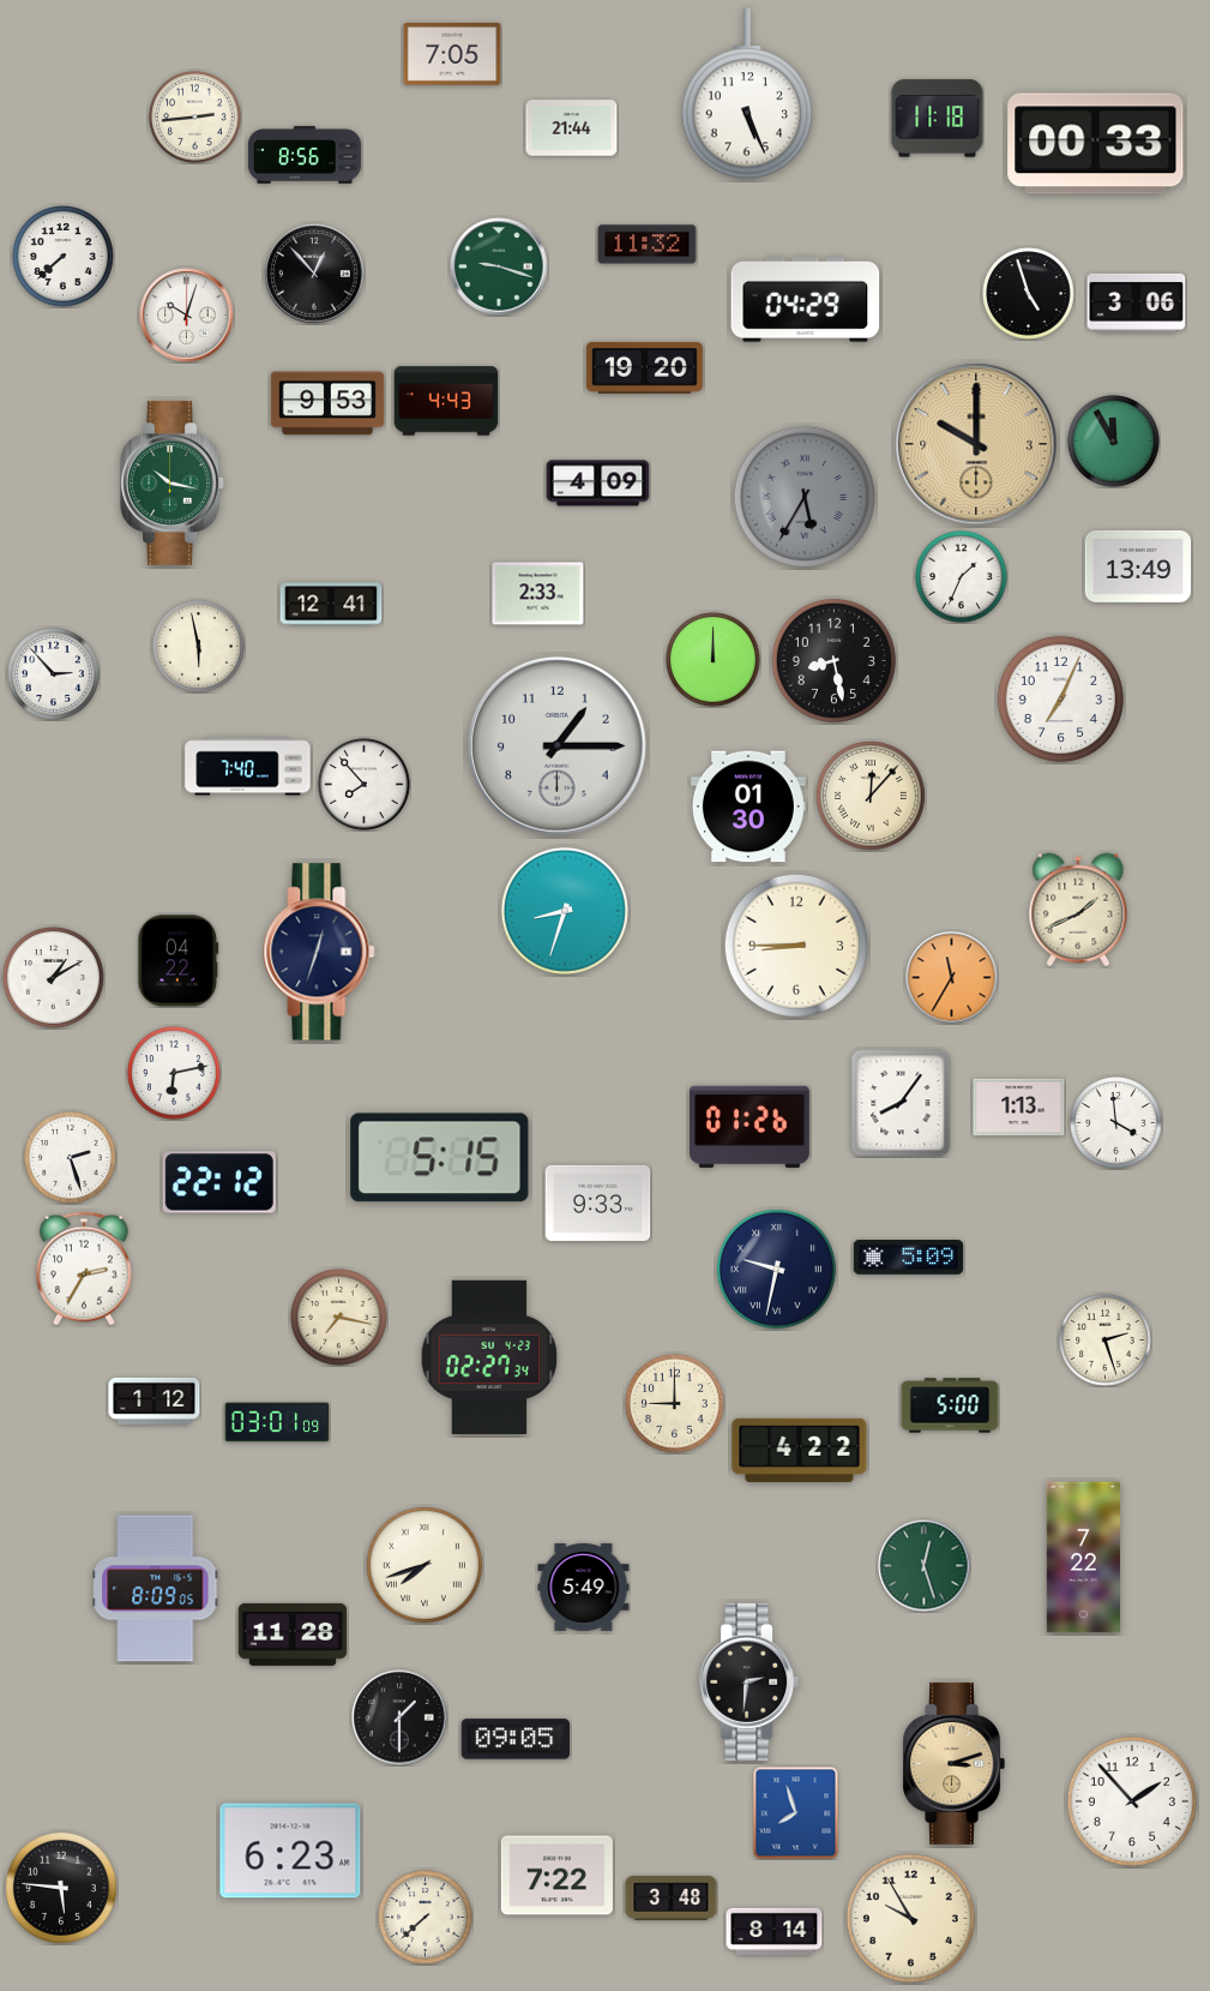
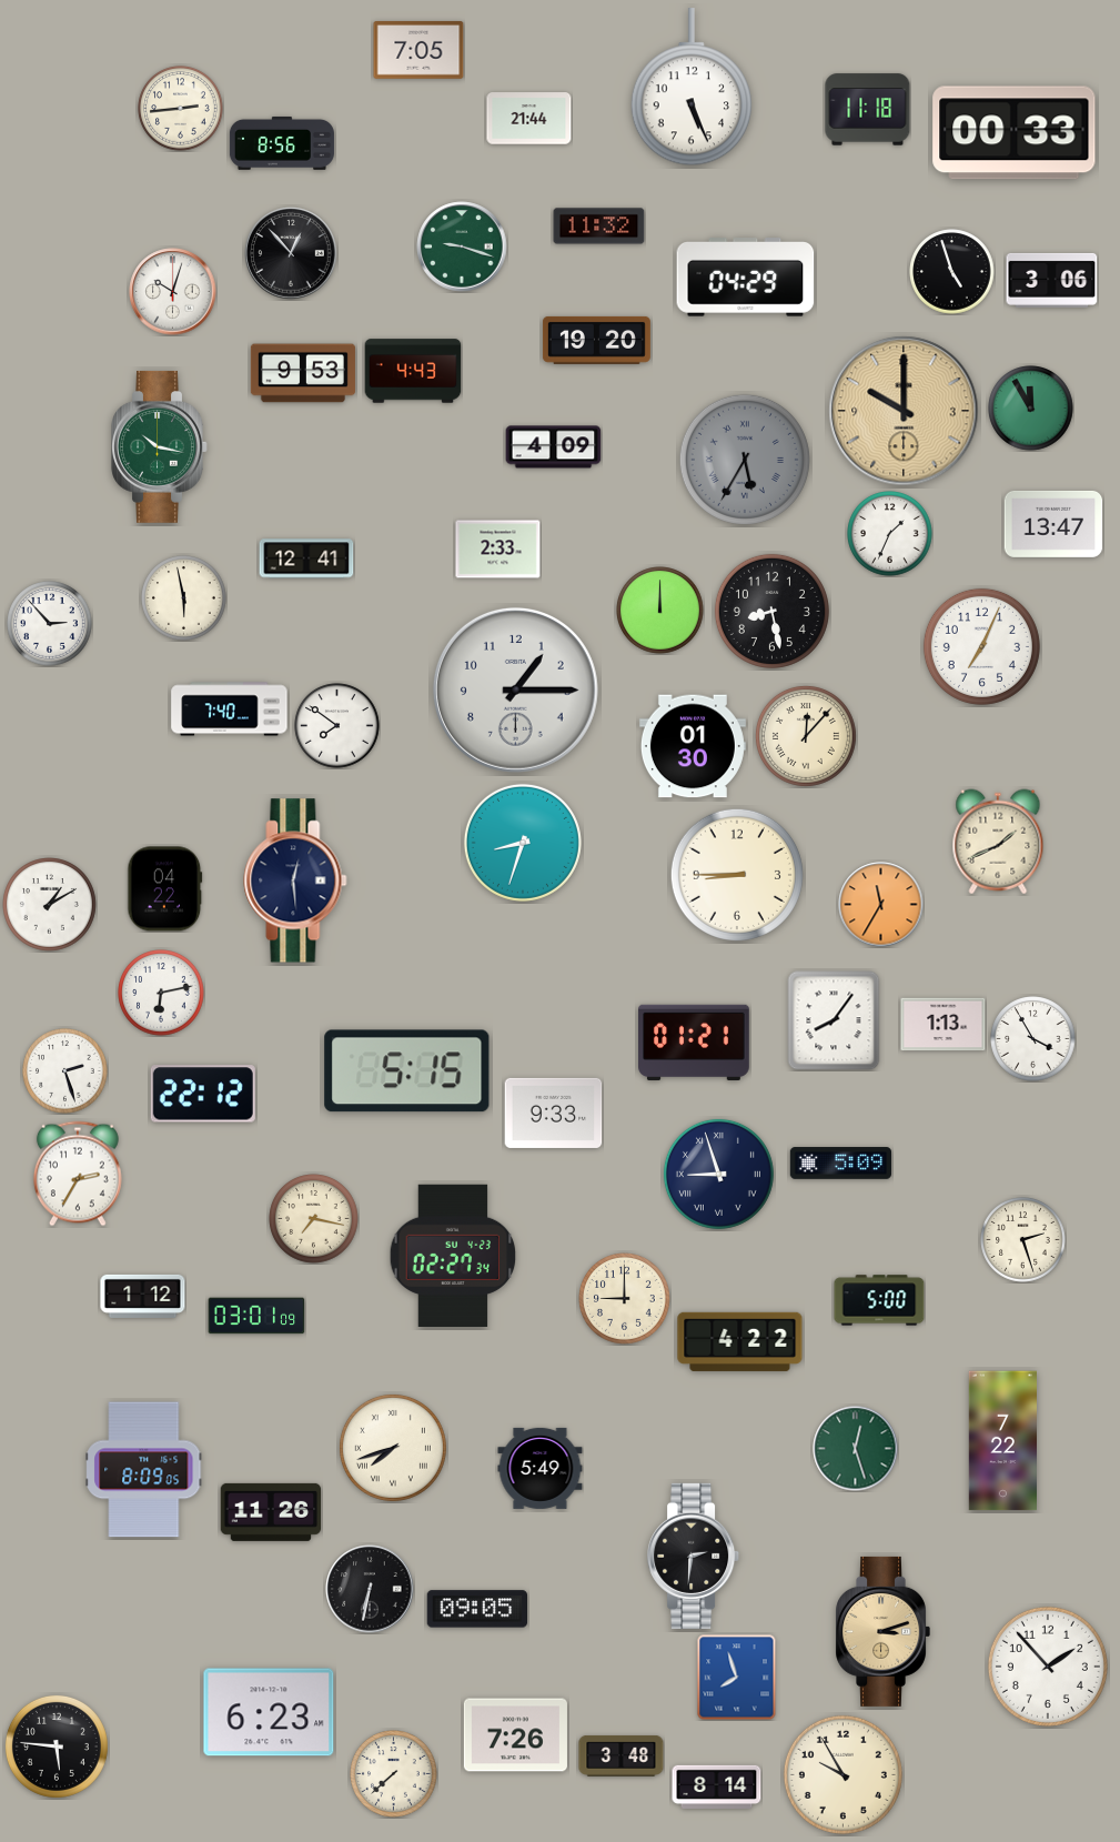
clock at (64, 257): 7:38 -> none
clock at (1138, 566): 13:49 -> 13:47
clock at (365, 785): 7:53 -> 7:51
clock at (319, 952): 12:33 -> 12:29
clock at (1116, 1123): 3:59 -> 3:55
clock at (751, 1127): 01:26 -> 01:21
clock at (776, 1269): 9:32 -> 8:57
clock at (293, 1635): 11:28 -> 11:26
clock at (399, 1717): 1:30 -> 6:32
clock at (556, 1876): 7:22 -> 7:26
